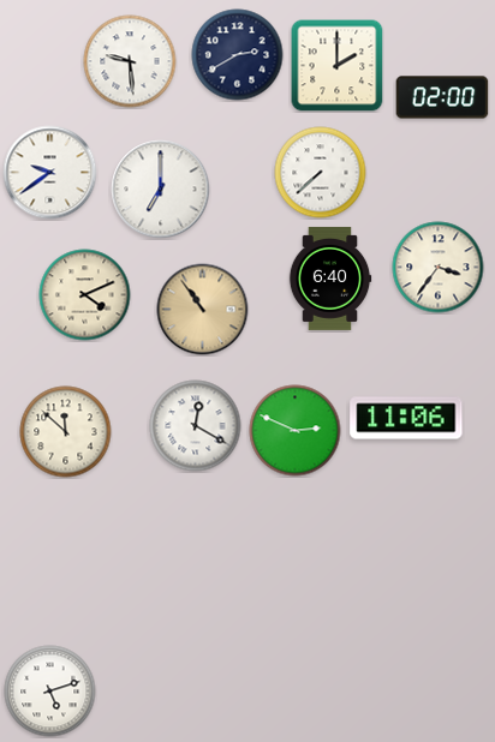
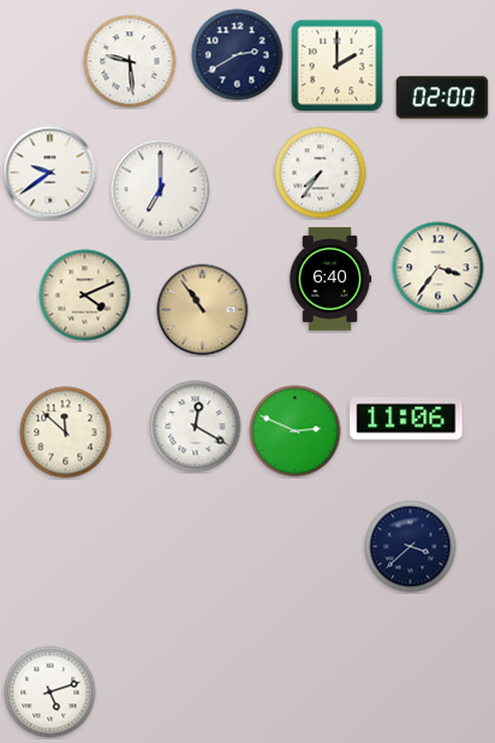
clock at (321, 173): 7:38 -> 7:36
clock at (411, 547): none -> 3:38
